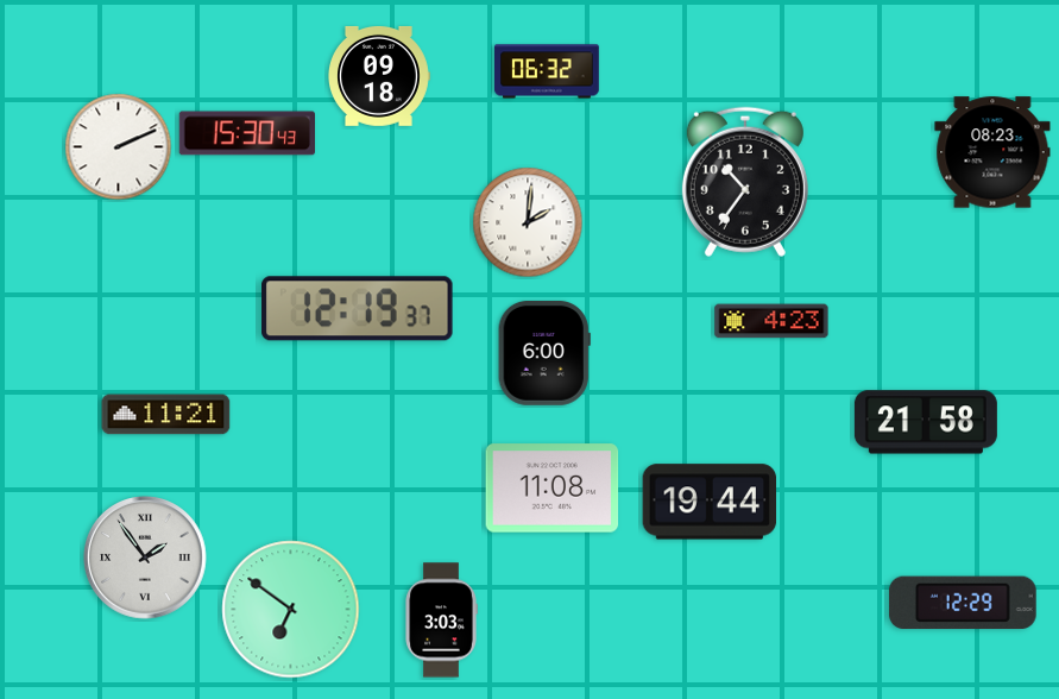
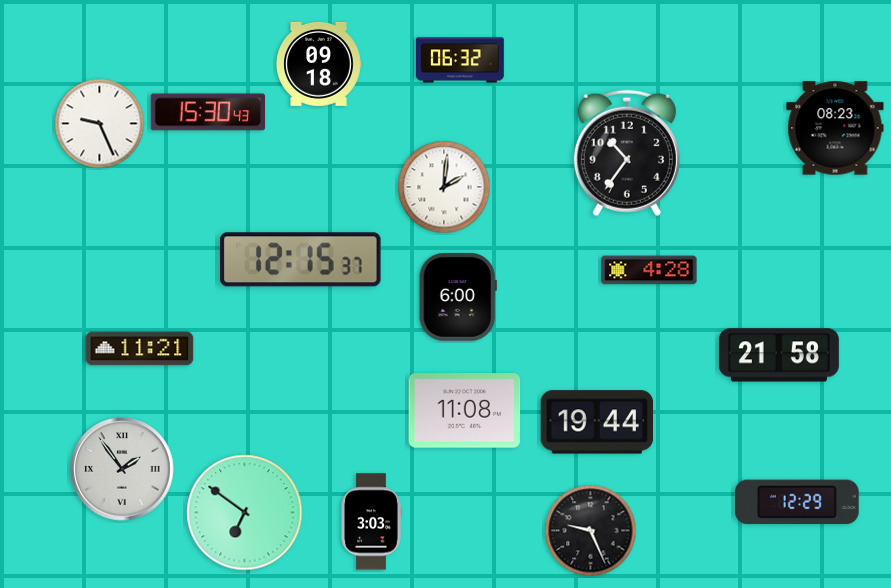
clock at (119, 147): 2:11 -> 9:26
clock at (358, 309): 12:19 -> 12:15
clock at (771, 321): 4:23 -> 4:28
clock at (963, 603) position: (963, 603) -> (797, 502)
clock at (591, 531): none -> 9:26
